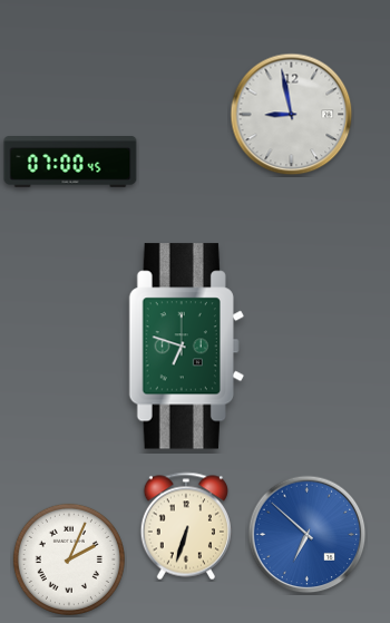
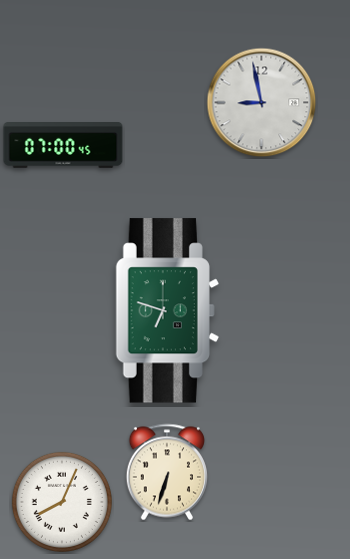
clock at (308, 535): 6:52 -> none
clock at (69, 559): 2:04 -> 8:04
